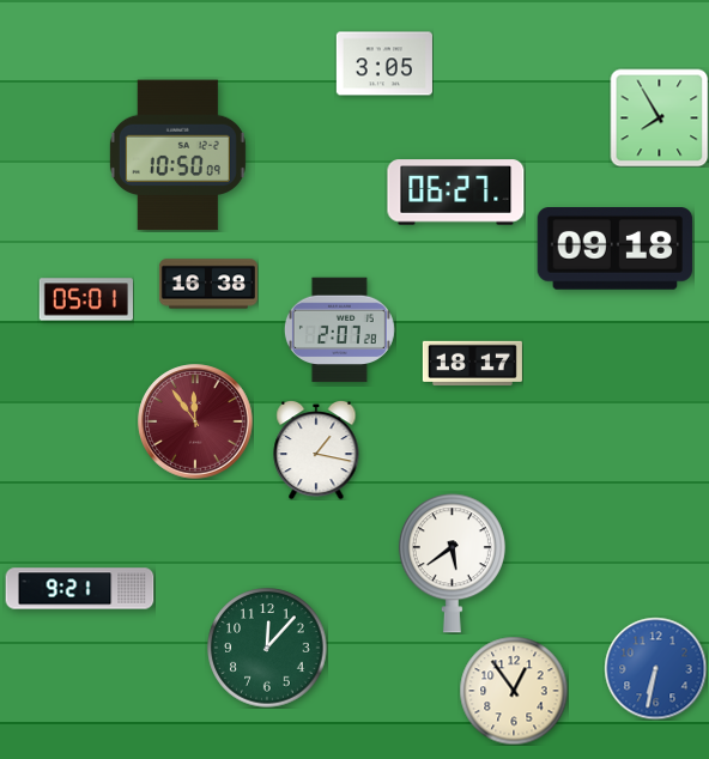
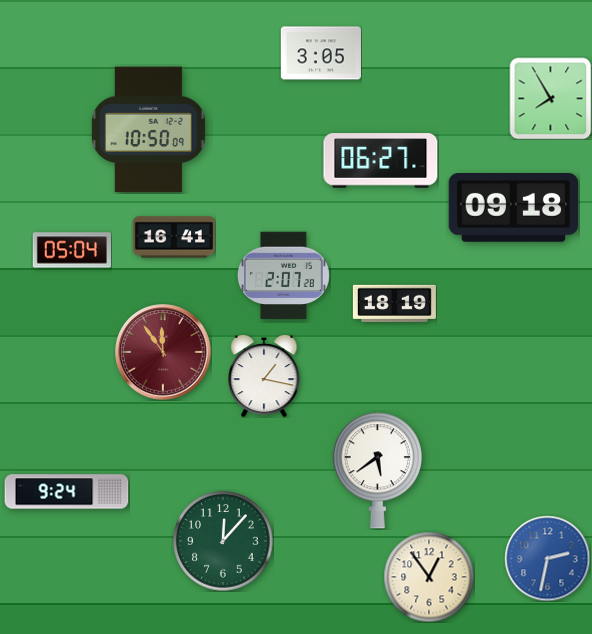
clock at (208, 284): 16:38 -> 16:41
clock at (85, 299): 05:01 -> 05:04
clock at (472, 363): 18:17 -> 18:19
clock at (80, 589): 9:21 -> 9:24
clock at (655, 668): 6:32 -> 2:32
